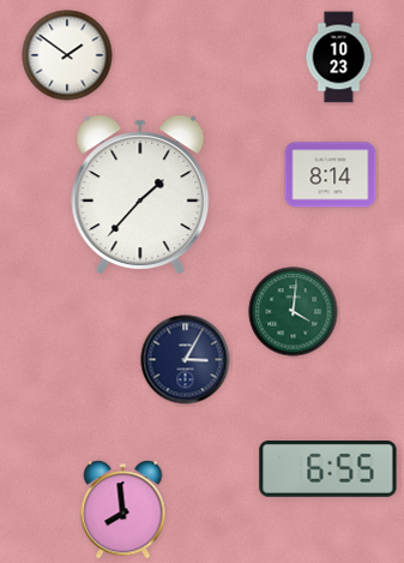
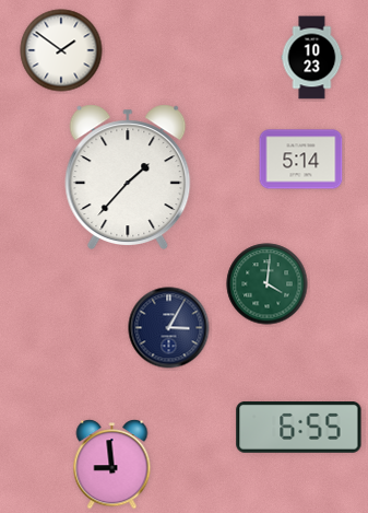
clock at (339, 58) position: (339, 58) -> (312, 58)
clock at (331, 175): 8:14 -> 5:14
clock at (123, 510): 7:59 -> 8:59
